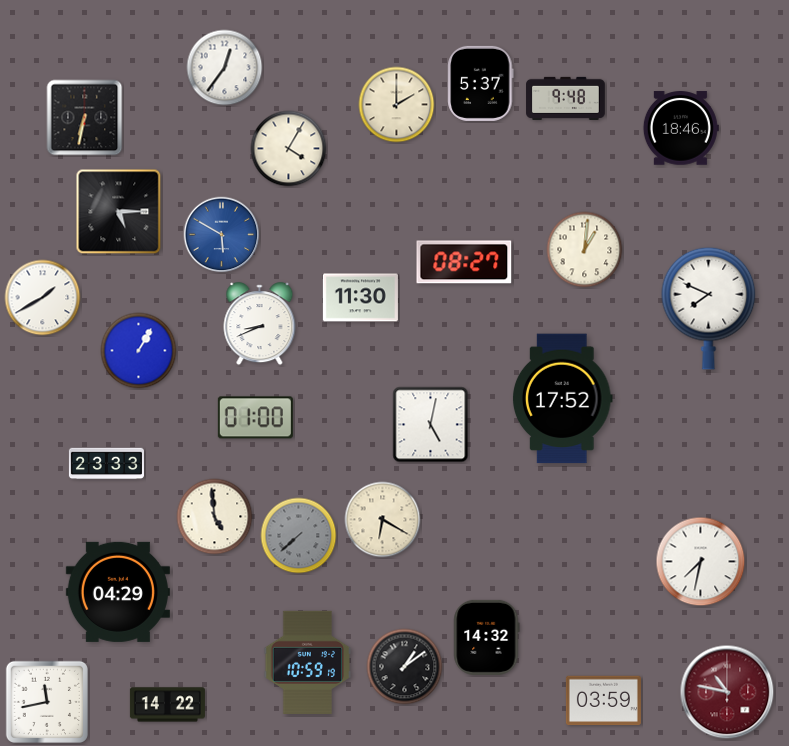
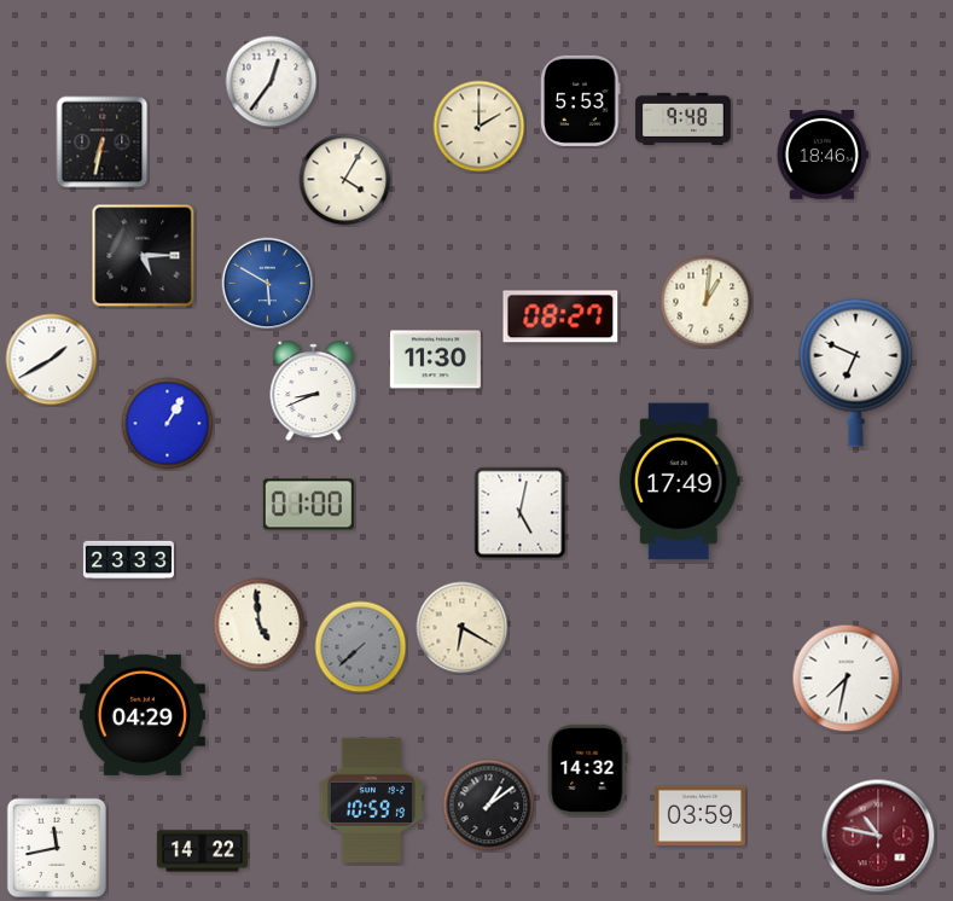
clock at (481, 83): 5:37 -> 5:53
clock at (289, 149) position: (289, 149) -> (345, 180)
clock at (709, 308): 7:49 -> 6:49
clock at (562, 399): 17:52 -> 17:49
clock at (603, 701) position: (603, 701) -> (699, 816)
